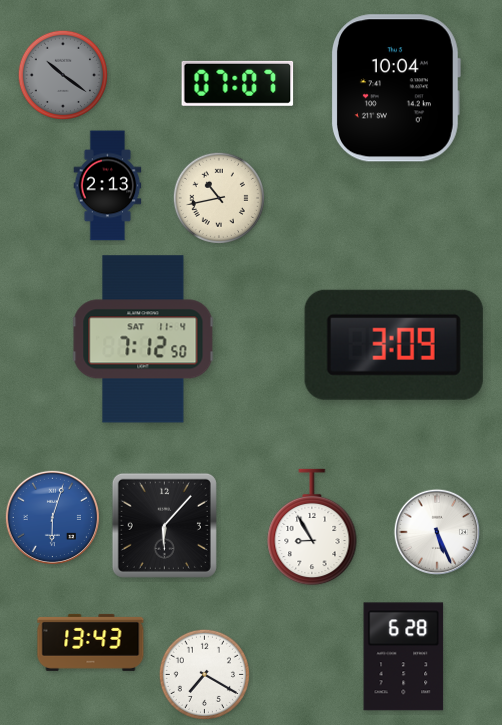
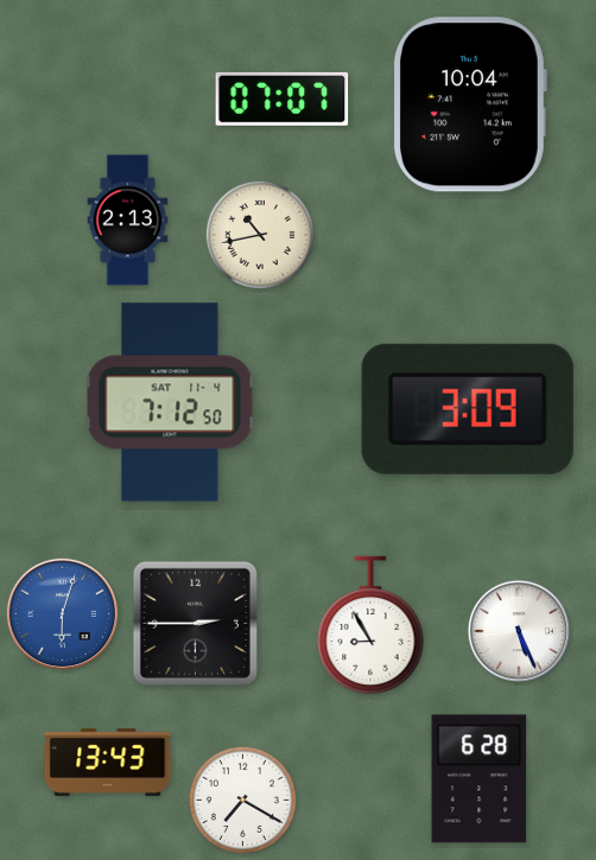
clock at (62, 74): 10:21 -> none
clock at (164, 525): 6:07 -> 2:45
